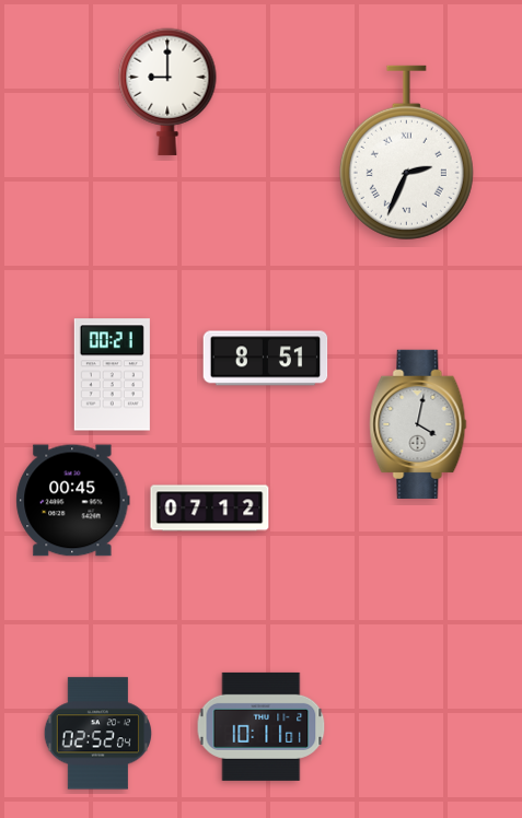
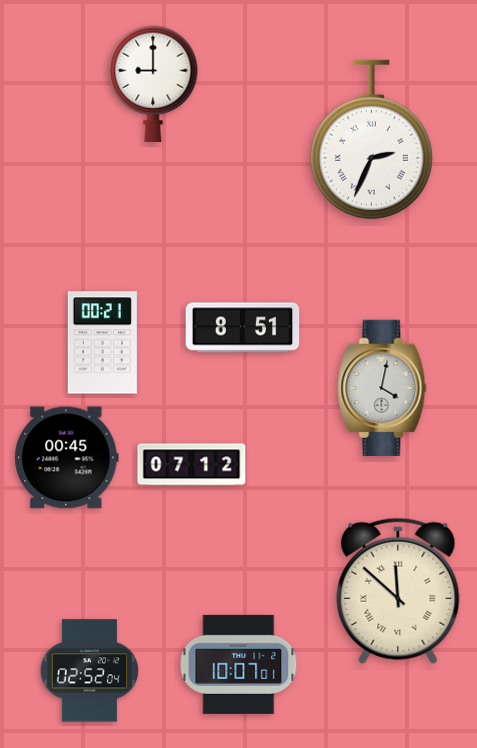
clock at (398, 591): none -> 11:52
clock at (262, 726): 10:11 -> 10:07
